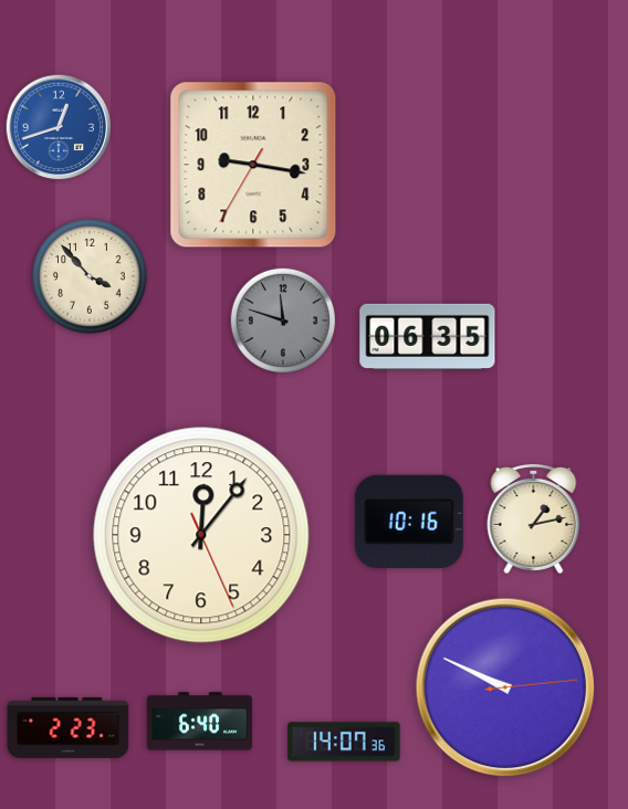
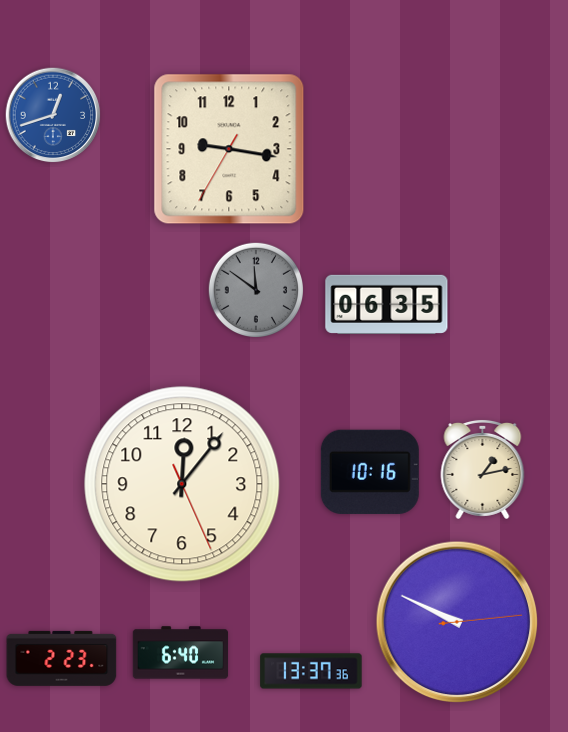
clock at (91, 277): 3:53 -> none
clock at (282, 319): 11:48 -> 11:51
clock at (344, 742): 14:07 -> 13:37
